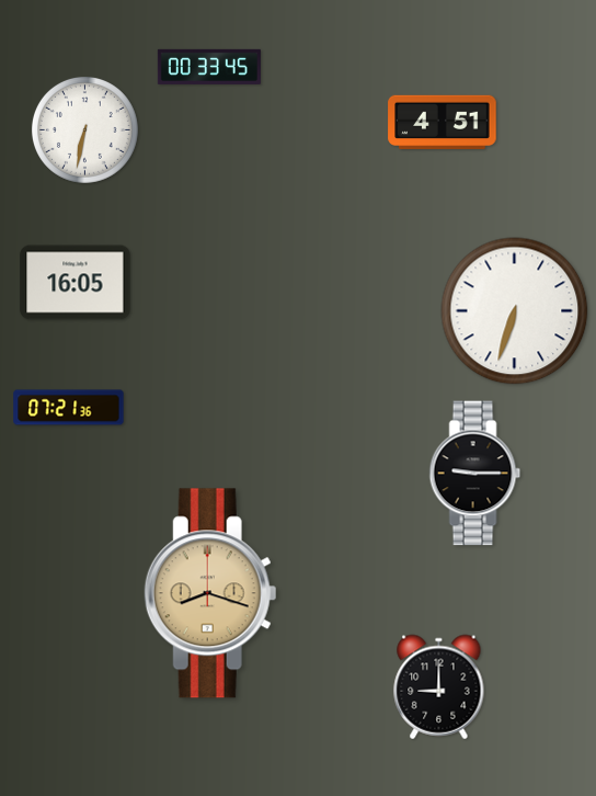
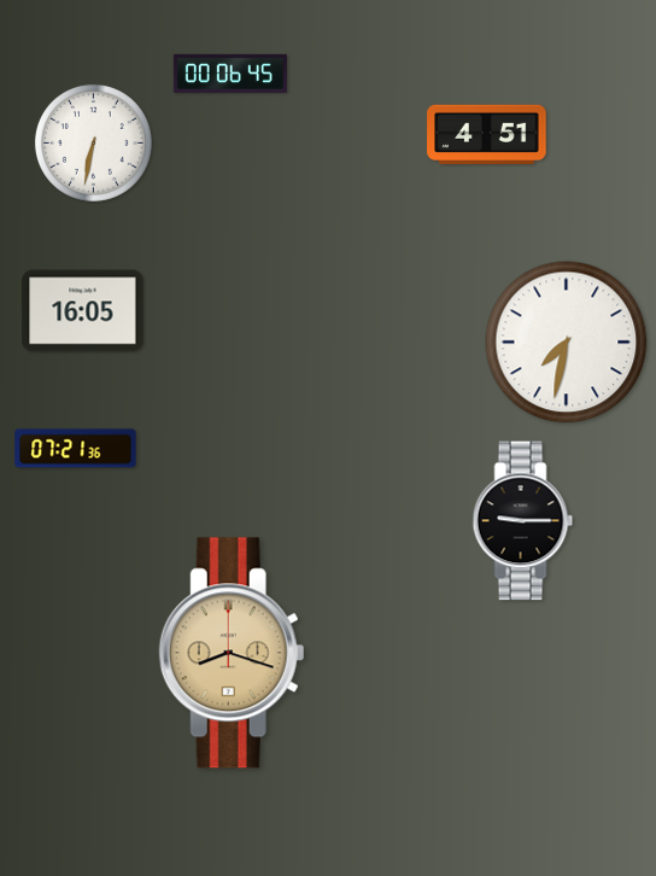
clock at (209, 67): 00:33 -> 00:06
clock at (515, 311): 6:33 -> 7:32
clock at (439, 687): 9:00 -> none
